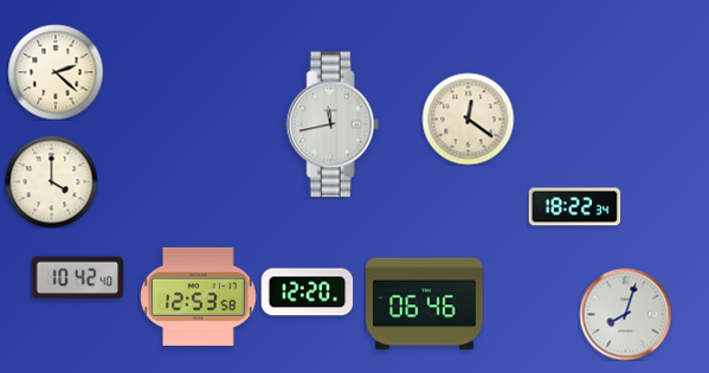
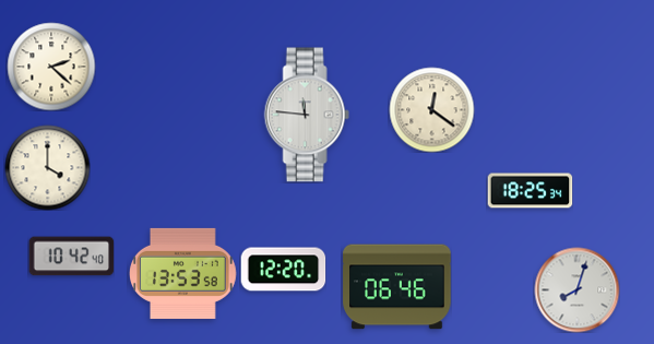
clock at (333, 124): 11:43 -> 11:46
clock at (574, 207): 18:22 -> 18:25
clock at (199, 296): 12:53 -> 13:53
clock at (425, 304) position: (425, 304) -> (397, 287)
